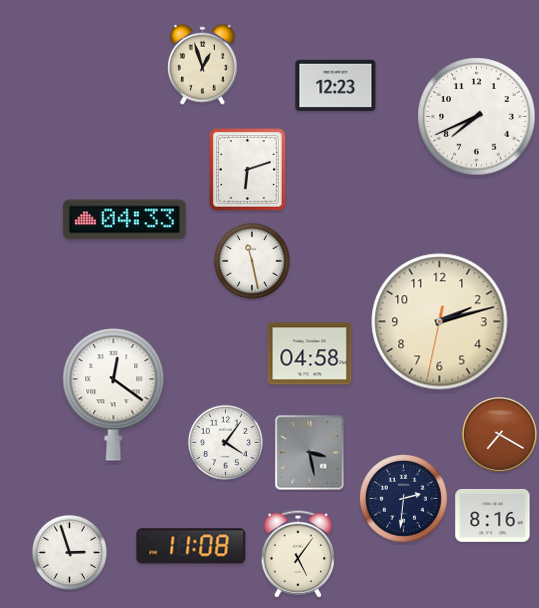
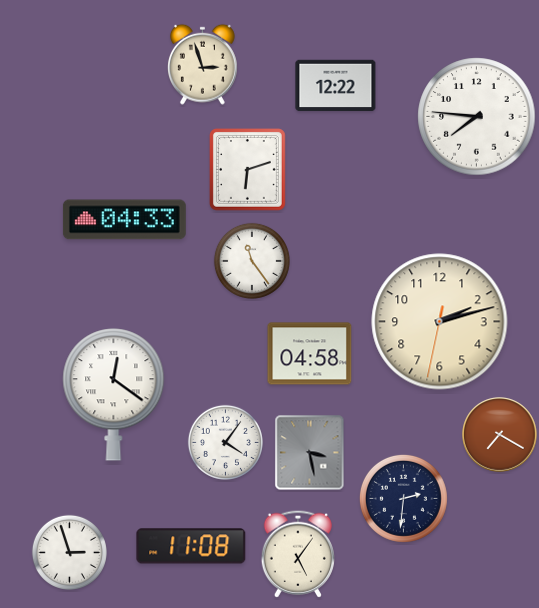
clock at (202, 64): 12:57 -> 2:57
clock at (336, 86): 12:23 -> 12:22
clock at (477, 117): 7:41 -> 7:46
clock at (252, 261): 11:28 -> 11:24
clock at (493, 515): 8:16 -> none
